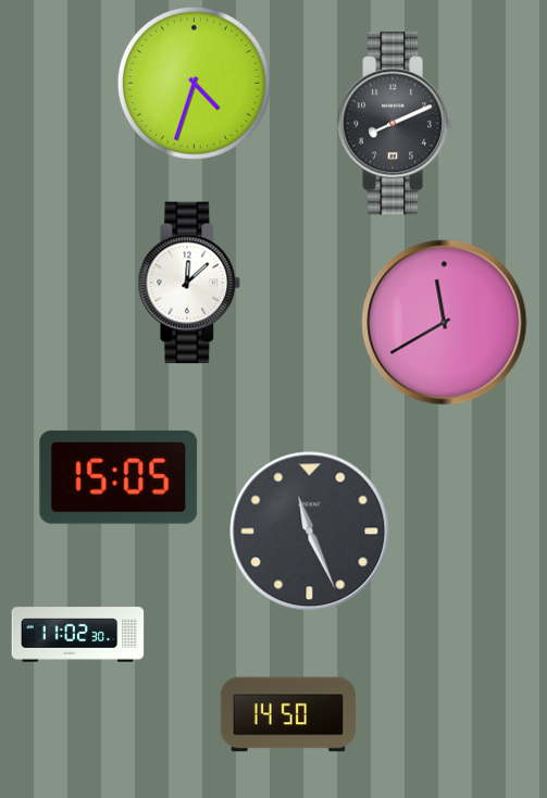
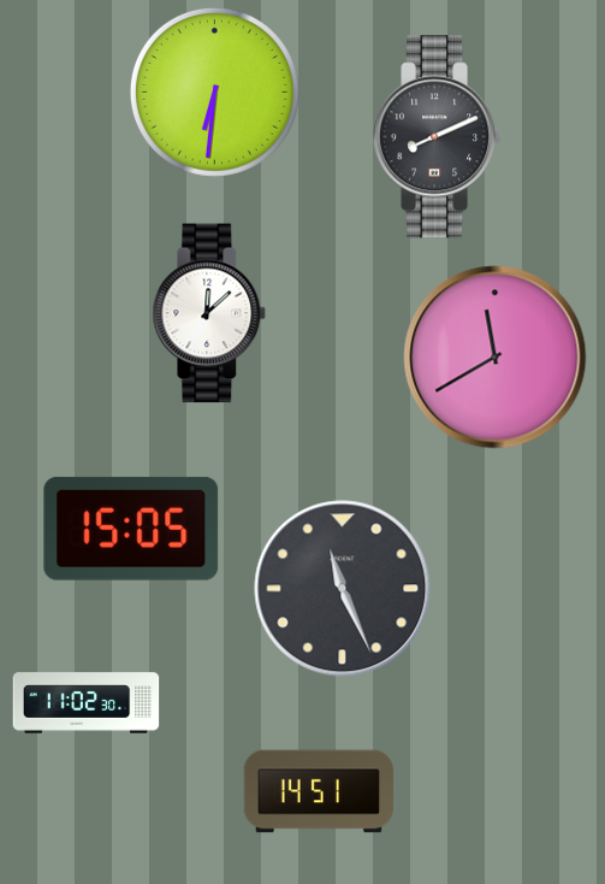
clock at (194, 83): 4:33 -> 6:31
clock at (445, 323) position: (445, 323) -> (496, 358)
clock at (287, 714): 14:50 -> 14:51
